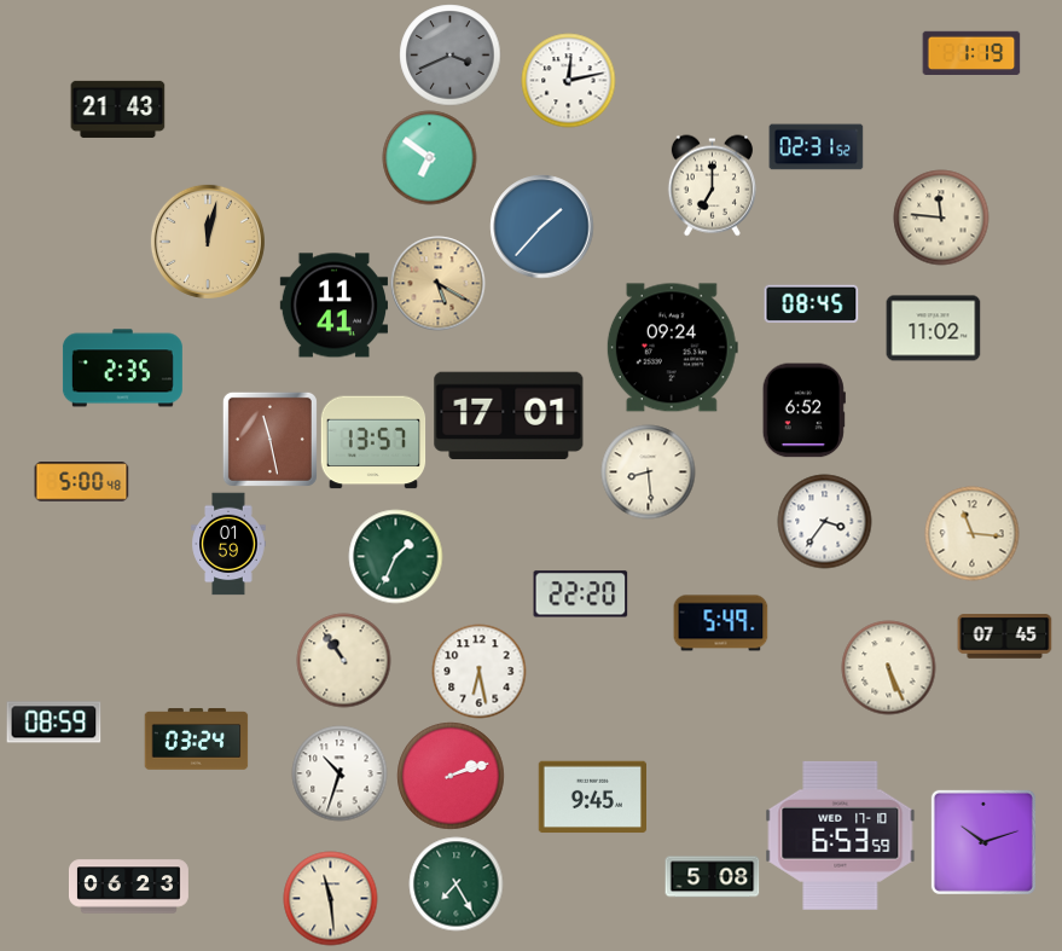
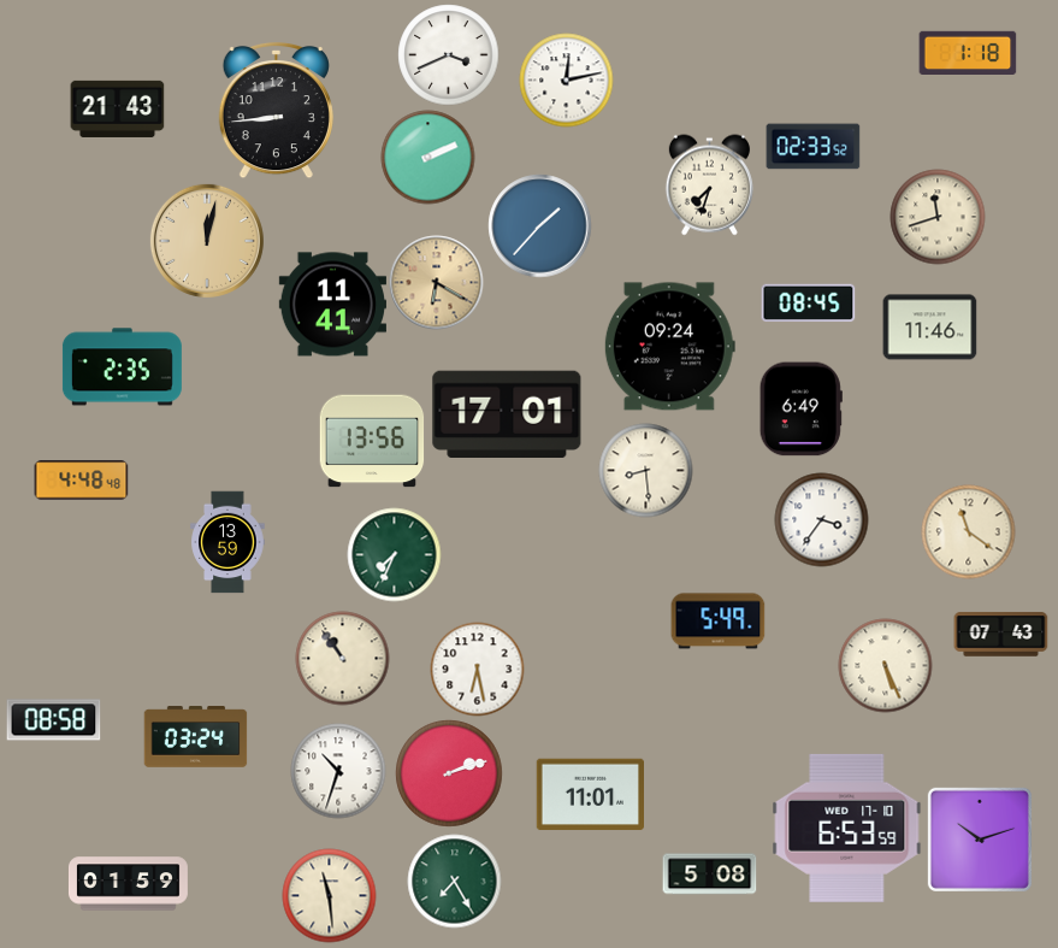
clock at (971, 52): 1:19 -> 1:18
clock at (449, 54) dial: grey -> white
clock at (276, 110): none -> 8:44
clock at (816, 147): 02:31 -> 02:33
clock at (429, 157): 6:51 -> 2:11
clock at (712, 185): 7:00 -> 7:33
clock at (941, 218): 11:46 -> 11:42
clock at (437, 283): 5:20 -> 6:20
clock at (933, 329): 11:02 -> 11:46
clock at (803, 410): 6:52 -> 6:49
clock at (269, 439): 11:28 -> none
clock at (373, 442): 13:57 -> 13:56
clock at (81, 482): 5:00 -> 4:48
clock at (971, 533): 11:16 -> 11:21
clock at (228, 544): 01:59 -> 13:59
clock at (395, 556): 1:34 -> 7:34
clock at (580, 595): 22:20 -> none
clock at (1004, 637): 07:45 -> 07:43
clock at (53, 723): 08:59 -> 08:58
clock at (592, 798): 9:45 -> 11:01
clock at (841, 835) position: (841, 835) -> (847, 828)
clock at (128, 887): 06:23 -> 01:59
